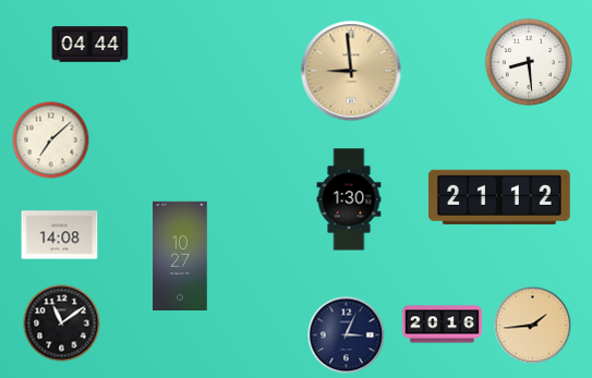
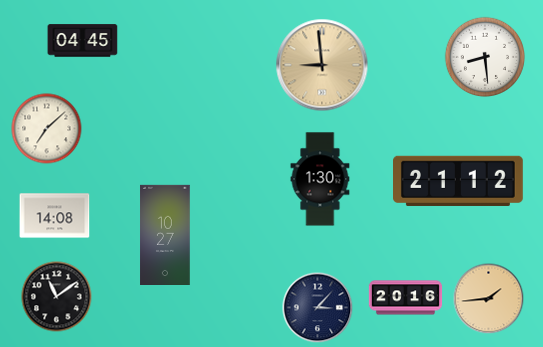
clock at (90, 45): 04:44 -> 04:45
clock at (349, 199) position: (349, 199) -> (320, 179)
clock at (347, 336): 3:04 -> 3:07
